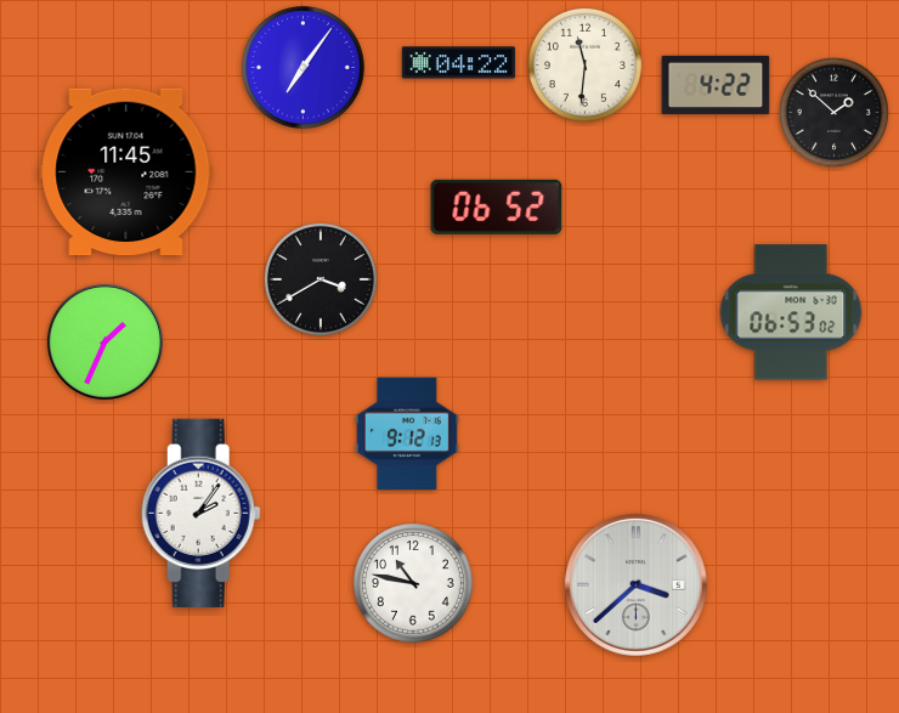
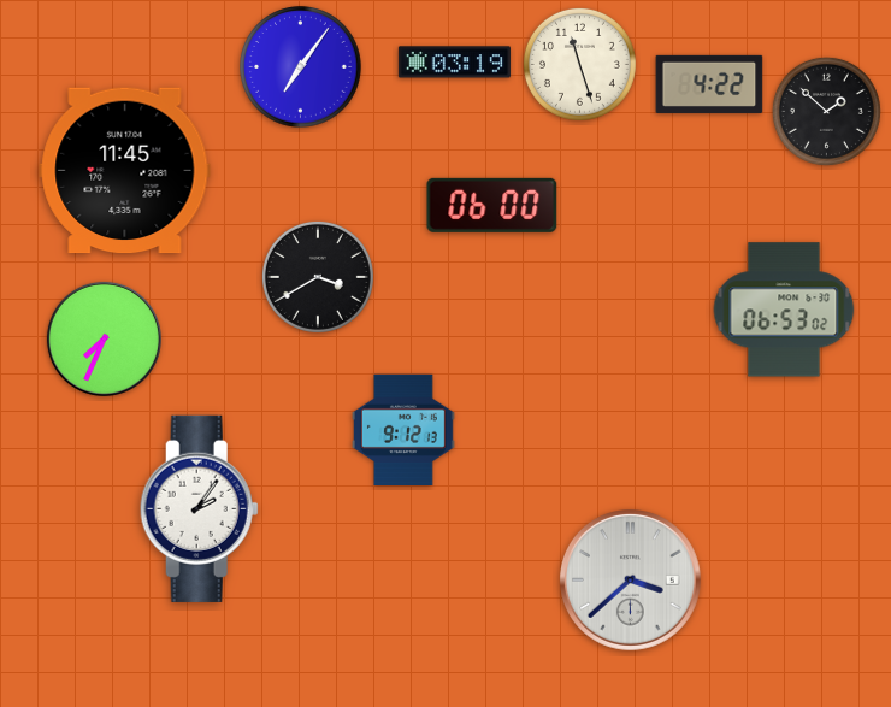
clock at (458, 63): 04:22 -> 03:19
clock at (584, 64): 11:31 -> 11:27
clock at (497, 206): 06:52 -> 06:00
clock at (104, 341): 1:34 -> 7:34
clock at (414, 584): 10:47 -> none
